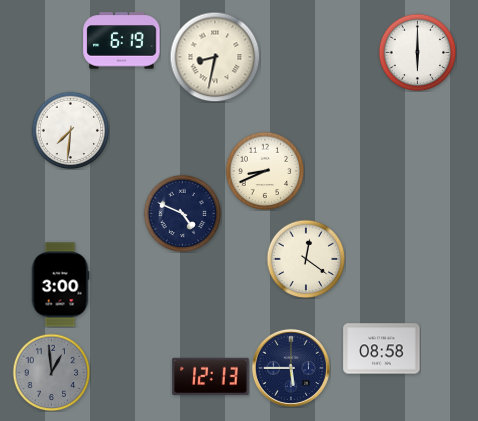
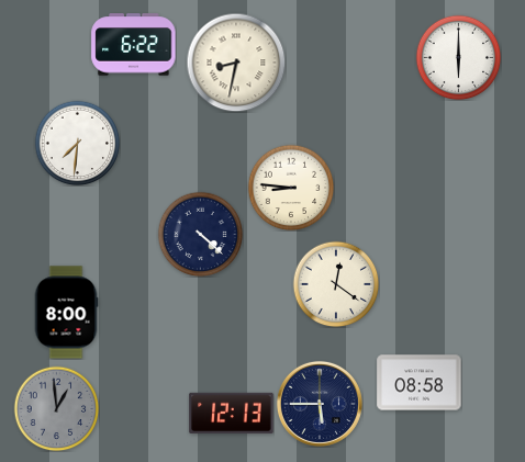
clock at (122, 41): 6:19 -> 6:22
clock at (265, 171): 8:41 -> 8:46
clock at (182, 213): 4:49 -> 4:22
clock at (60, 285): 3:00 -> 8:00
